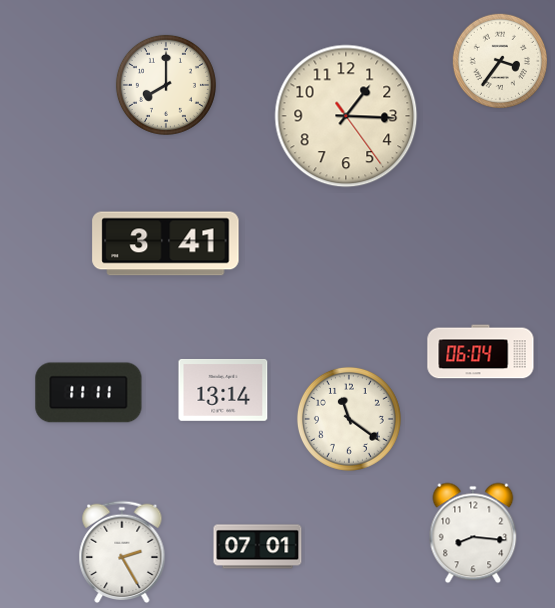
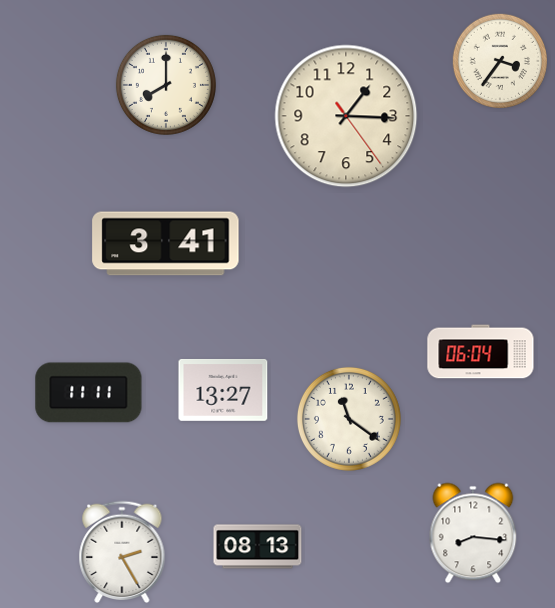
clock at (223, 390): 13:14 -> 13:27
clock at (258, 547): 07:01 -> 08:13
